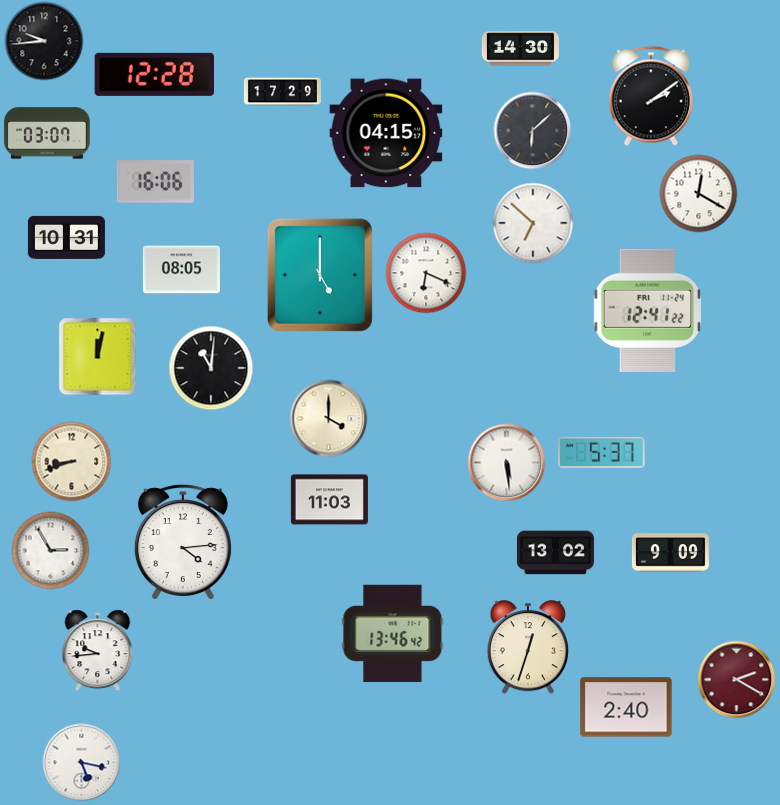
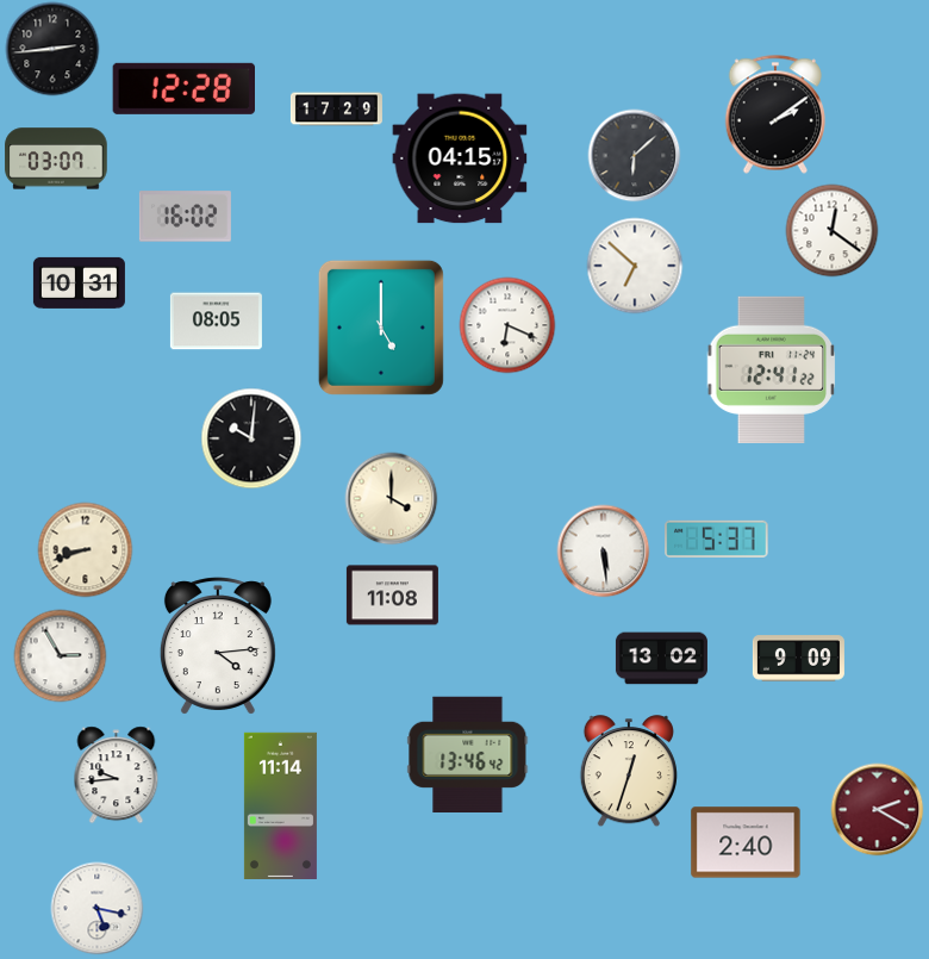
clock at (44, 41): 9:44 -> 2:44
clock at (520, 49): 14:30 -> none
clock at (155, 182): 16:06 -> 16:02
clock at (698, 193): 12:20 -> 12:21
clock at (97, 356): 12:02 -> none
clock at (211, 368): 11:01 -> 10:01
clock at (329, 500): 11:03 -> 11:08
clock at (280, 805): none -> 11:14
